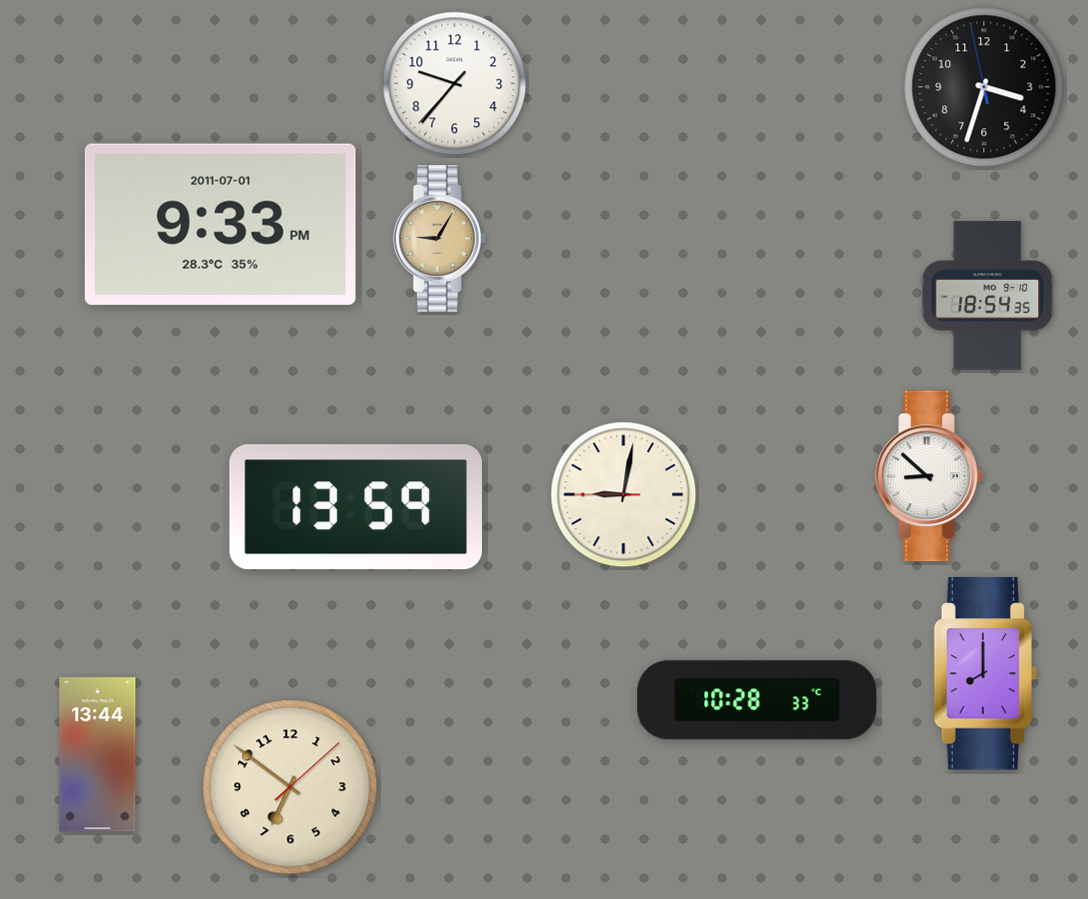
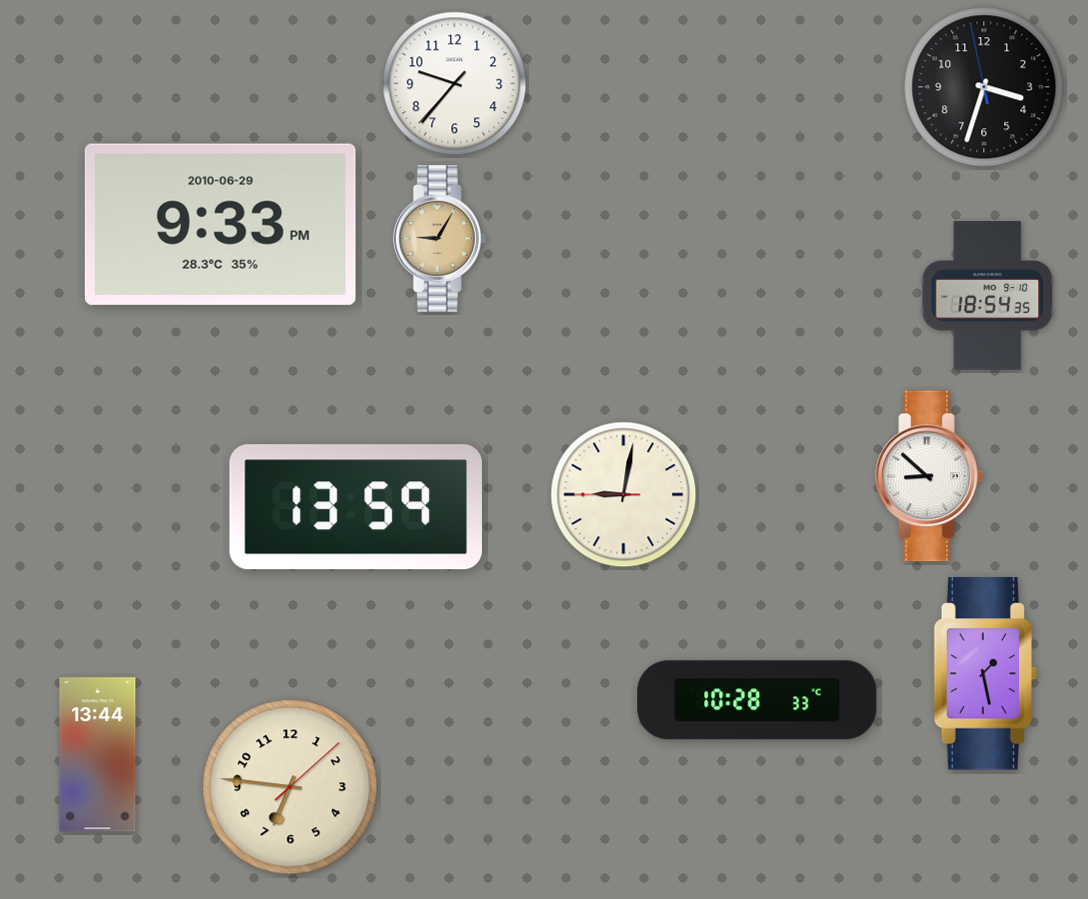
clock at (220, 224) date: 2011-07-01 -> 2010-06-29
clock at (985, 674): 8:00 -> 1:28
clock at (290, 787): 6:51 -> 6:46
